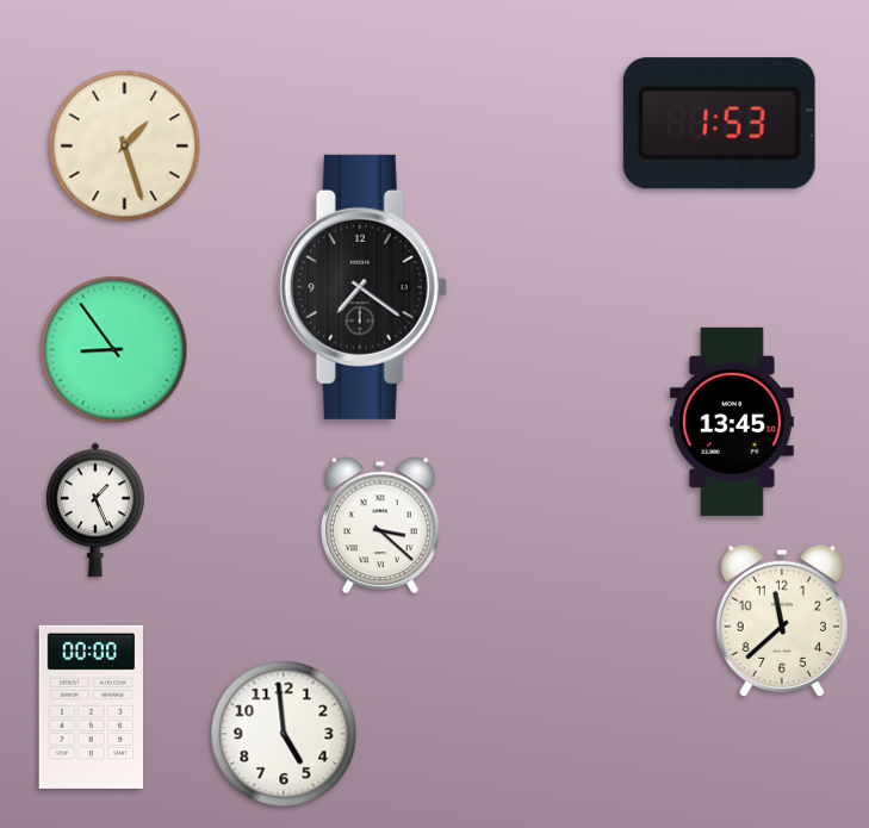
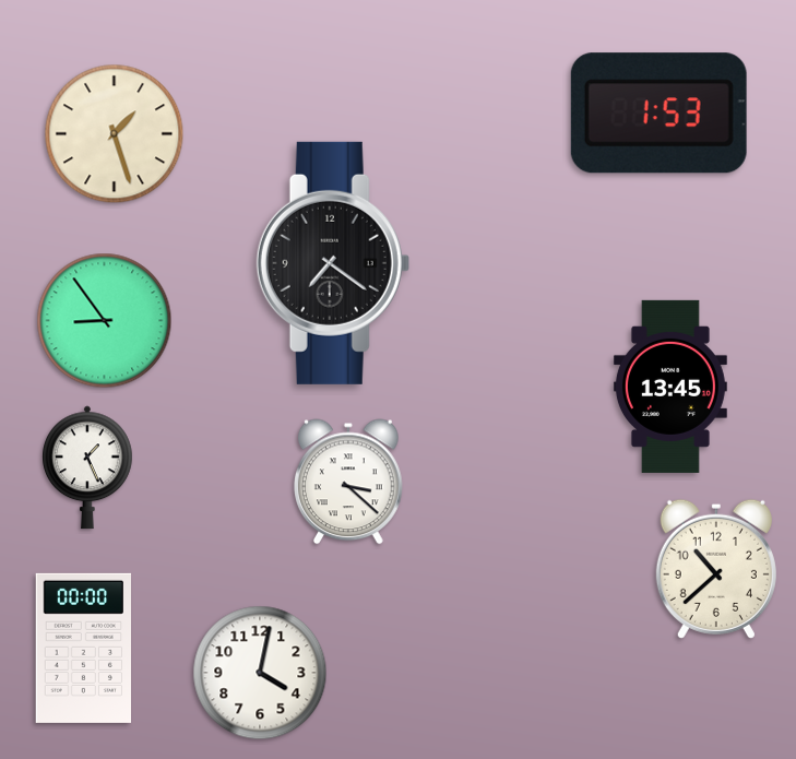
clock at (782, 621): 11:38 -> 10:38
clock at (284, 734): 4:59 -> 4:02
